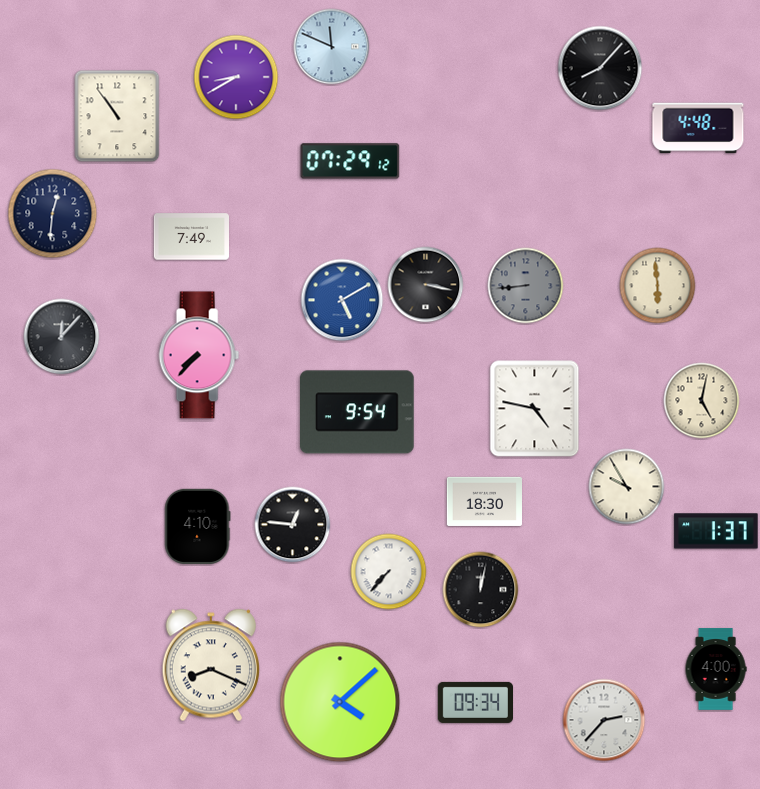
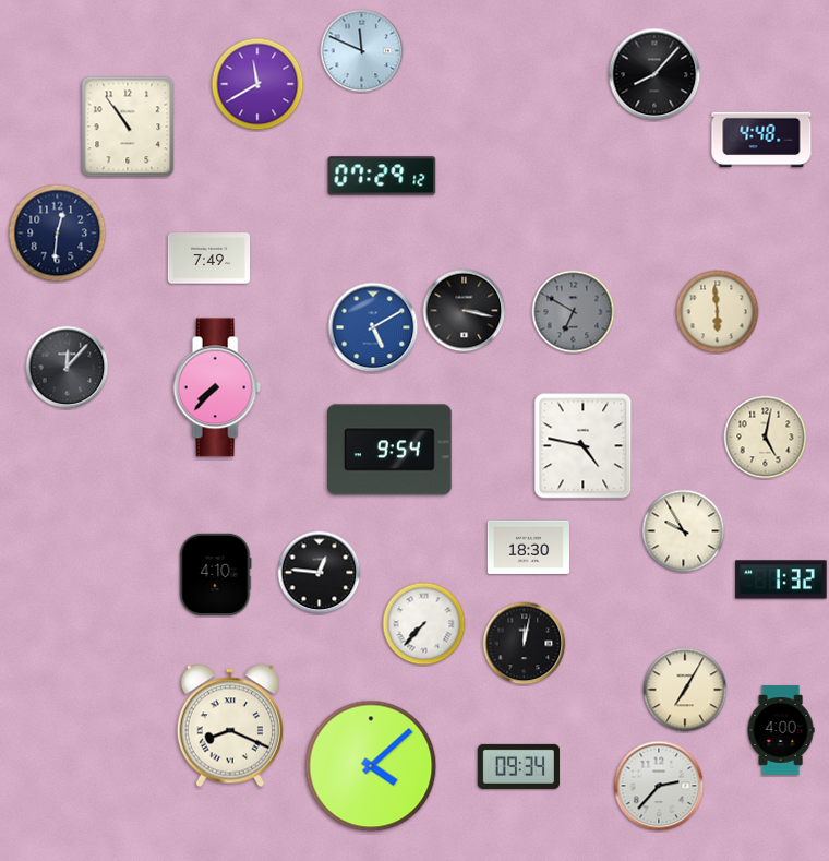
clock at (236, 77): 8:40 -> 11:40
clock at (526, 286): 8:44 -> 6:50
clock at (716, 531): 1:37 -> 1:32
clock at (685, 690): none -> 7:05
